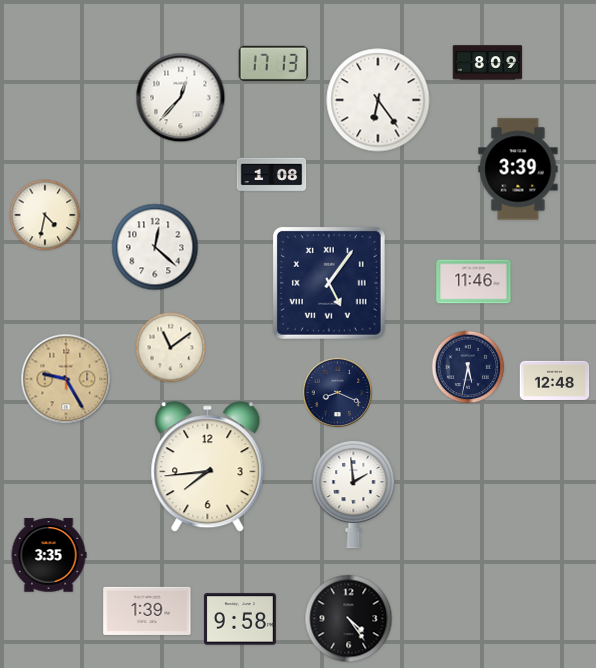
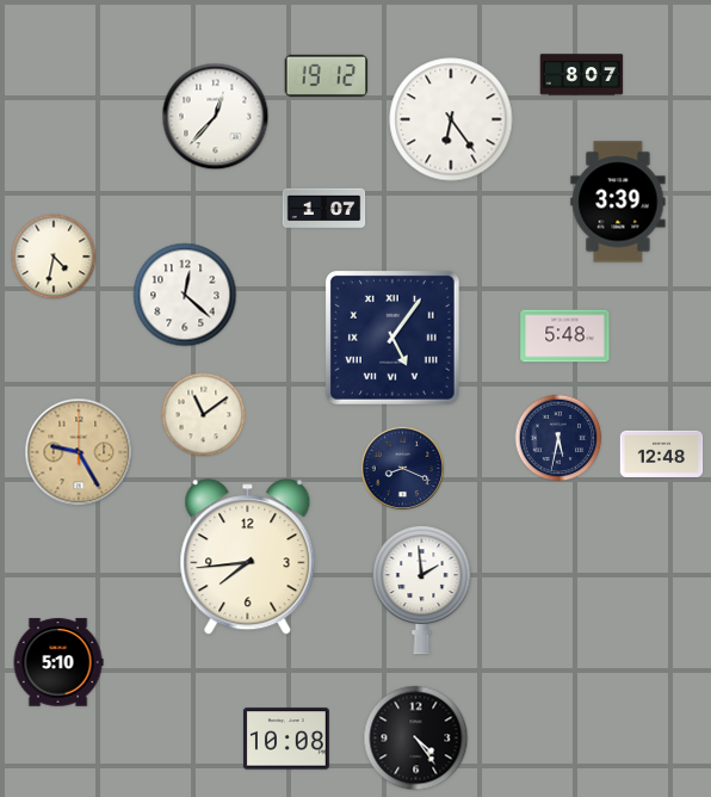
clock at (274, 63): 17:13 -> 19:12
clock at (488, 63): 8:09 -> 8:07
clock at (272, 175): 1:08 -> 1:07
clock at (474, 282): 11:46 -> 5:48
clock at (49, 555): 3:35 -> 5:10
clock at (147, 611): 1:39 -> none
clock at (240, 619): 9:58 -> 10:08
